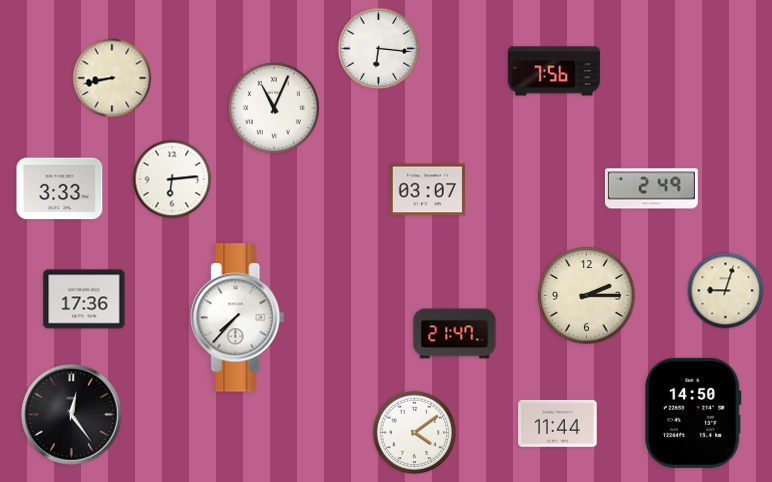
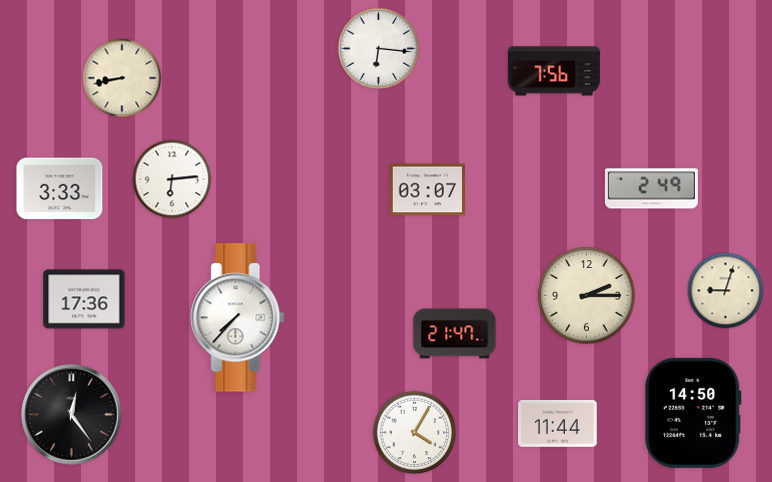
clock at (112, 78) position: (112, 78) -> (122, 78)
clock at (274, 108): 11:04 -> none
clock at (415, 433): 4:09 -> 4:05
